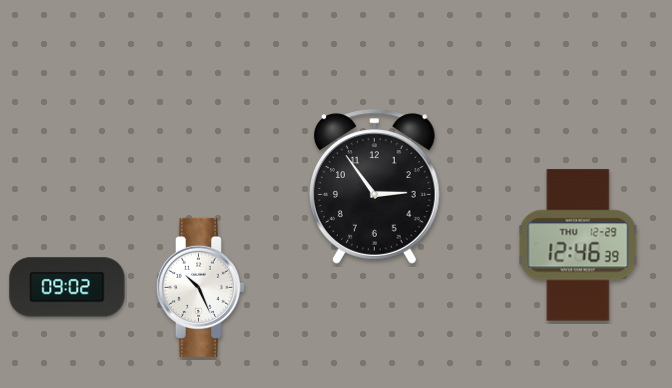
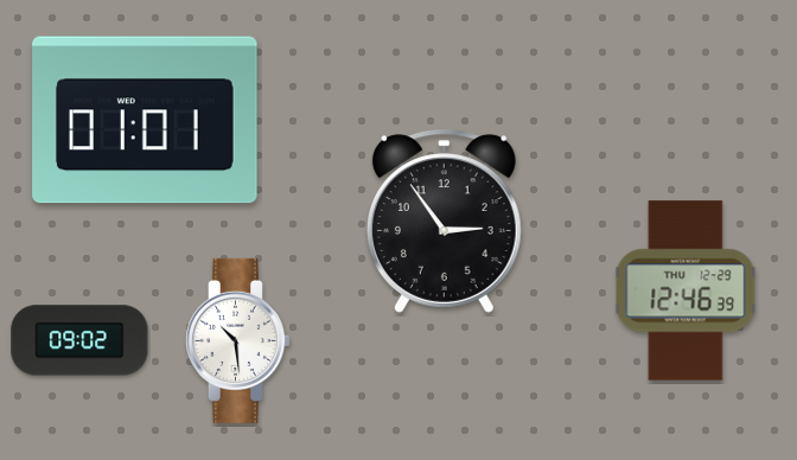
clock at (145, 120): none -> 01:01
clock at (200, 287): 10:26 -> 10:29
